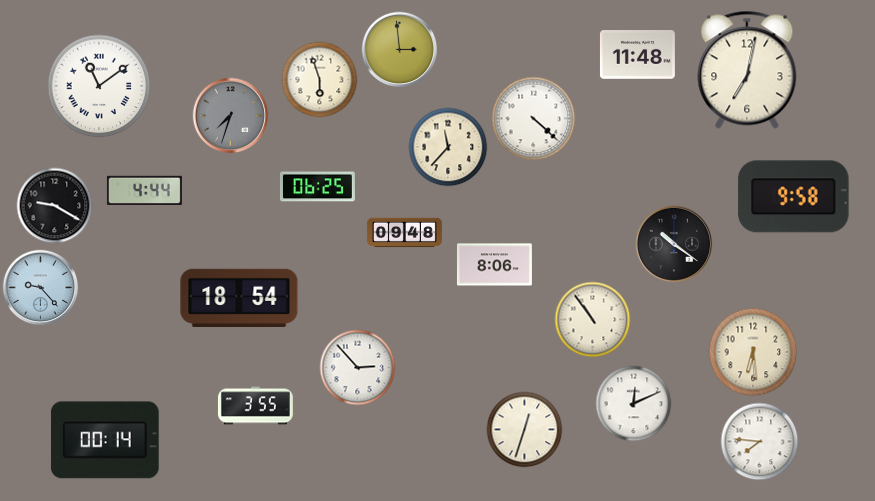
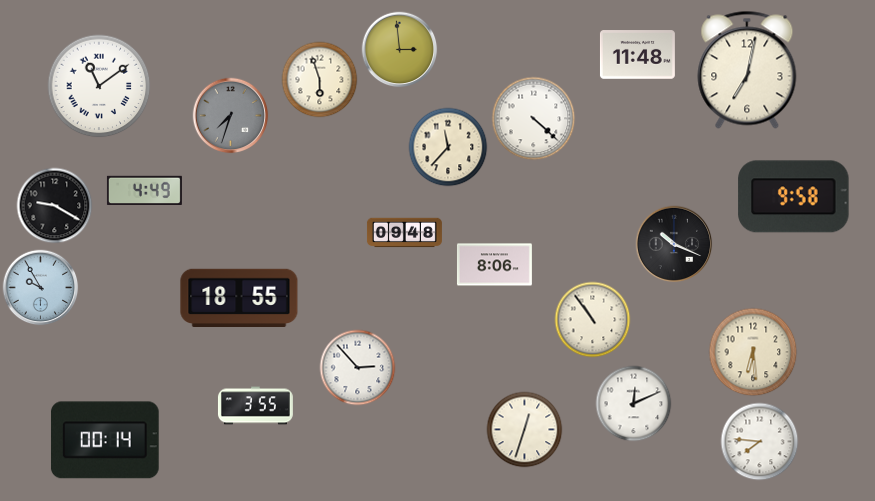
clock at (317, 187): 06:25 -> none
clock at (144, 191): 4:44 -> 4:49
clock at (674, 244): 10:21 -> 10:19
clock at (41, 288): 9:23 -> 9:55
clock at (239, 298): 18:54 -> 18:55
